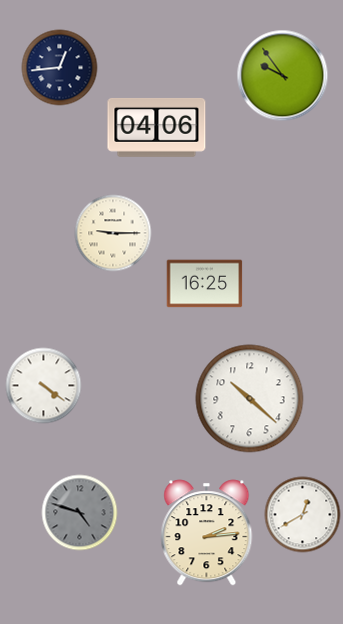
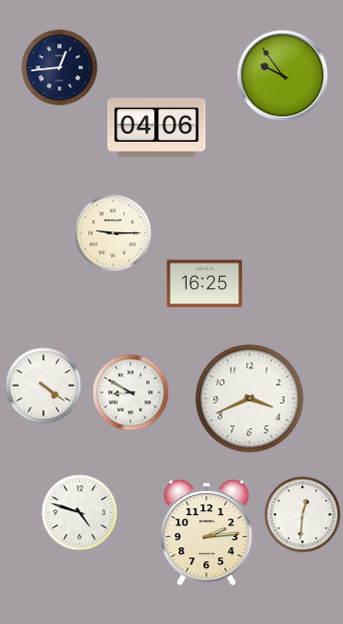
clock at (131, 393): none -> 8:50
clock at (250, 399): 10:22 -> 3:41
clock at (80, 513) dial: grey -> white
clock at (303, 515): 12:40 -> 12:31
